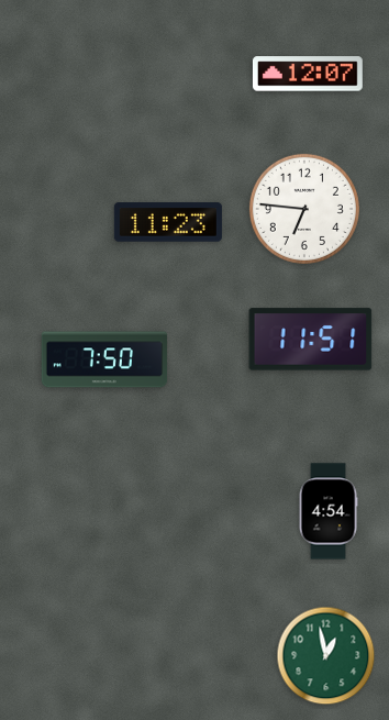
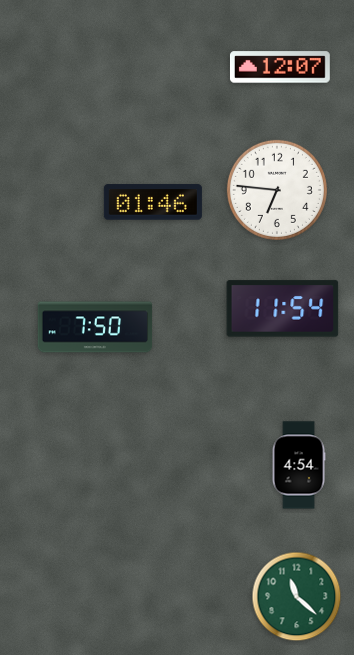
clock at (168, 222): 11:23 -> 01:46
clock at (311, 340): 11:51 -> 11:54
clock at (326, 656): 12:58 -> 11:22
